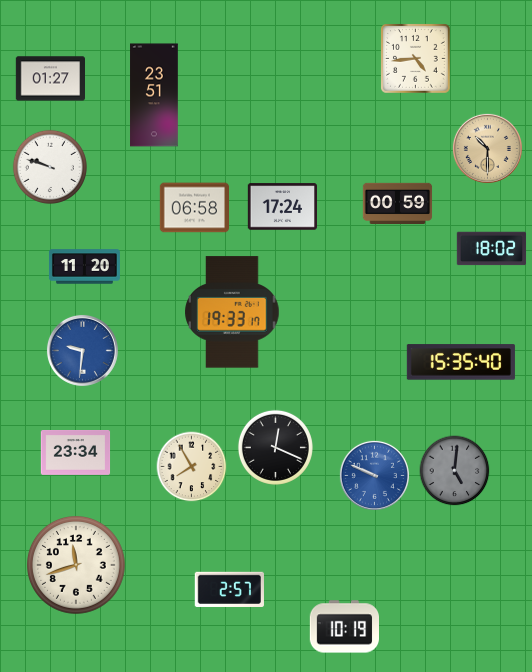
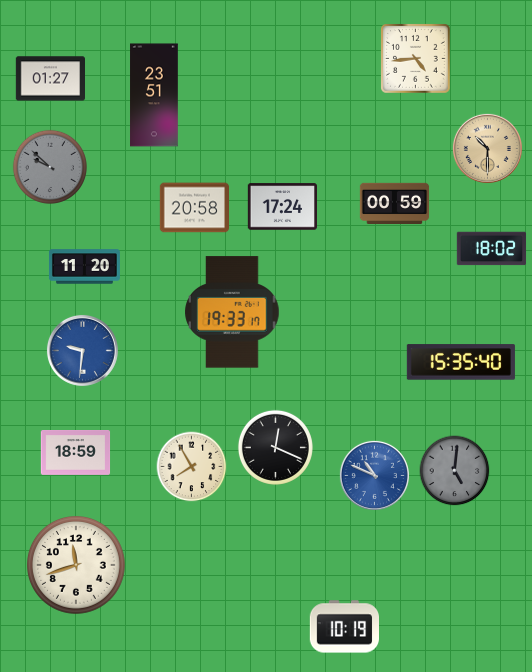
clock at (50, 167): 9:48 -> 9:52
clock at (50, 167) dial: white -> grey
clock at (398, 203) position: (398, 203) -> (395, 203)
clock at (195, 208): 06:58 -> 20:58
clock at (76, 453): 23:34 -> 18:59
clock at (374, 475): 9:49 -> 10:49
clock at (229, 589): 2:57 -> none
